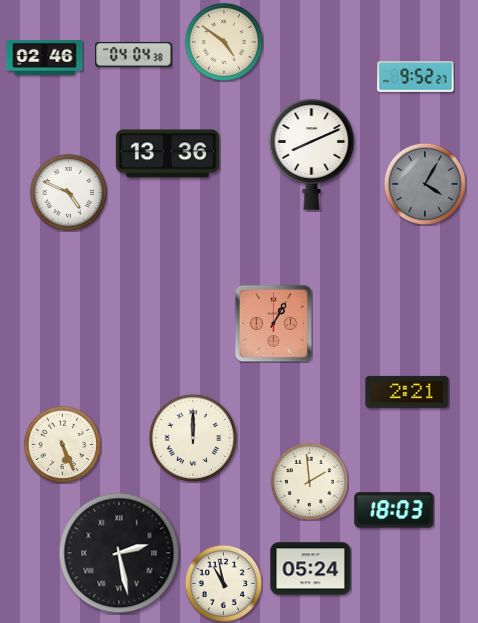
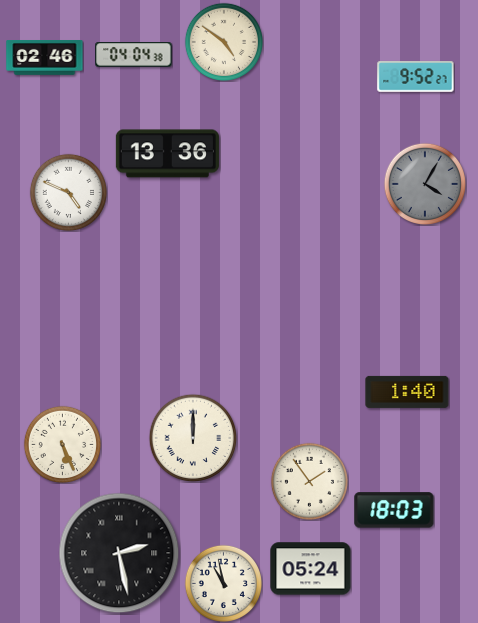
clock at (312, 154): 8:11 -> none
clock at (273, 323): 1:05 -> none
clock at (407, 392): 2:21 -> 1:40
clock at (309, 481): 1:59 -> 1:54
